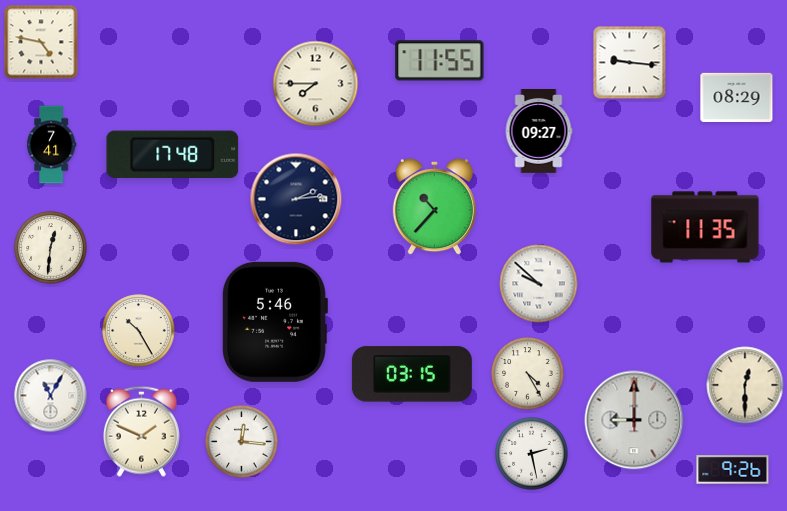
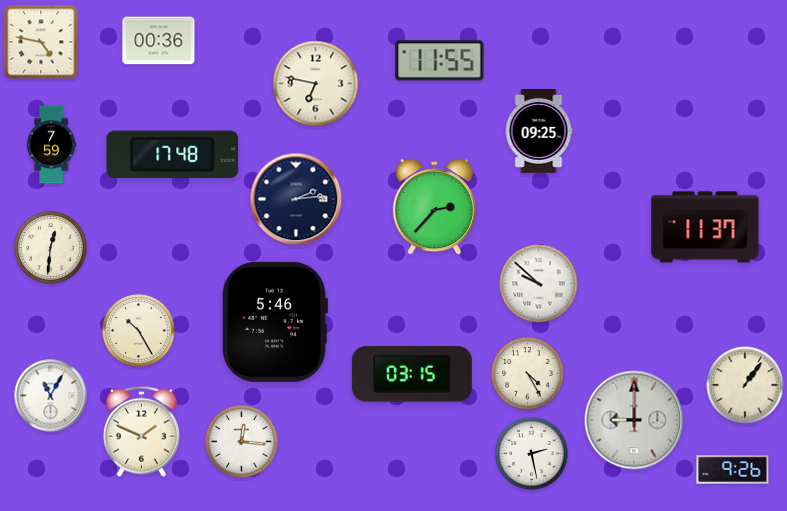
clock at (159, 41): none -> 00:36
clock at (630, 63): 9:16 -> none
clock at (316, 84): 7:45 -> 6:47
clock at (737, 97): 08:29 -> none
clock at (539, 132): 09:27 -> 09:25
clock at (51, 145): 7:41 -> 7:59
clock at (434, 207): 10:37 -> 2:37
clock at (705, 227): 11:35 -> 11:37
clock at (745, 385): 12:30 -> 1:06
